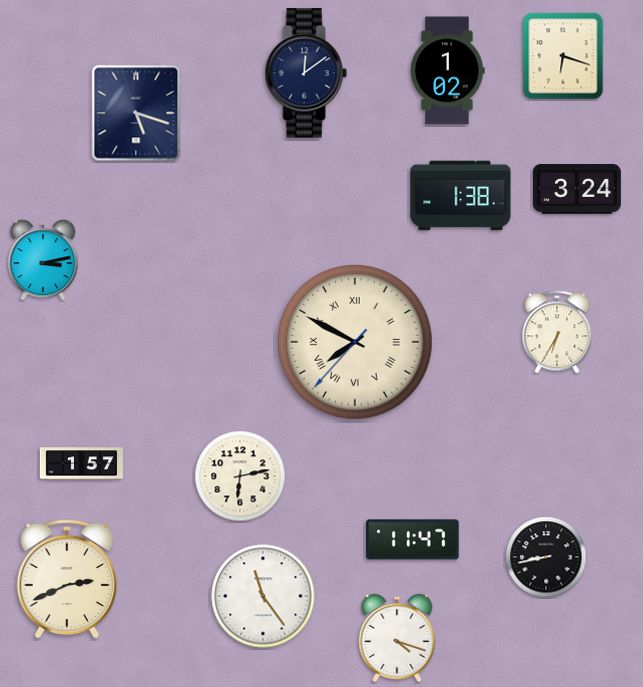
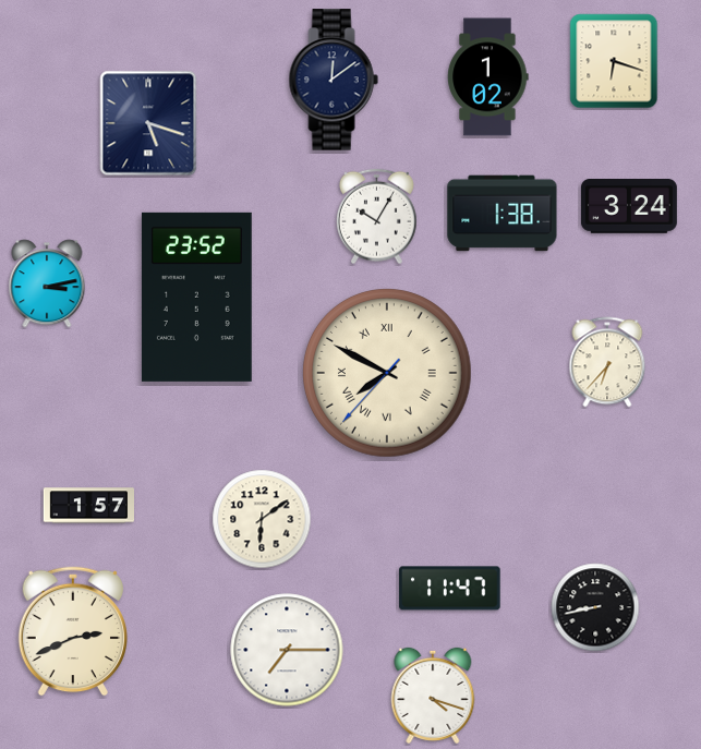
clock at (376, 217): none -> 10:05
clock at (196, 297): none -> 23:52
clock at (557, 332): 6:35 -> 6:37
clock at (240, 476): 6:13 -> 6:09
clock at (263, 596): 11:24 -> 7:15
